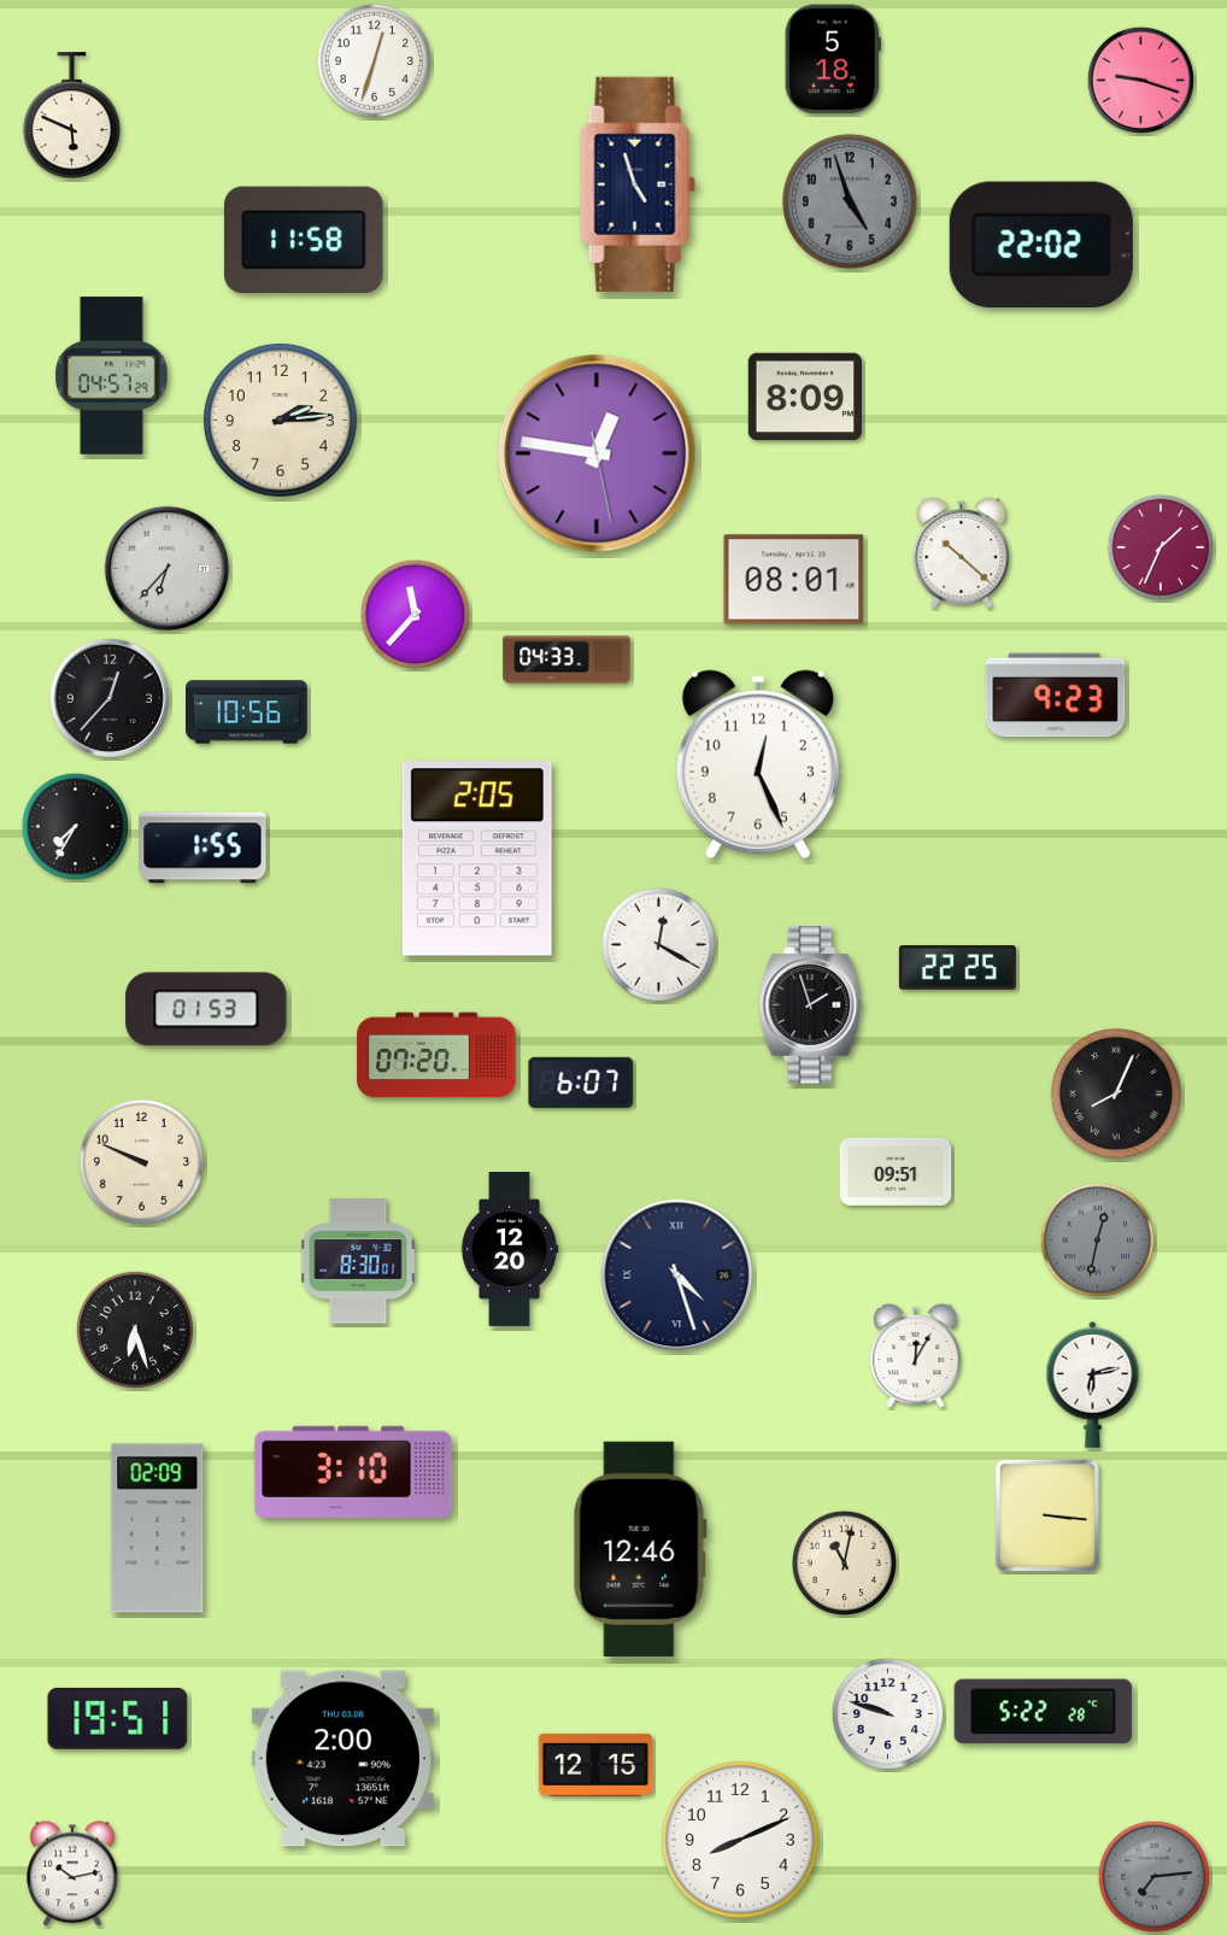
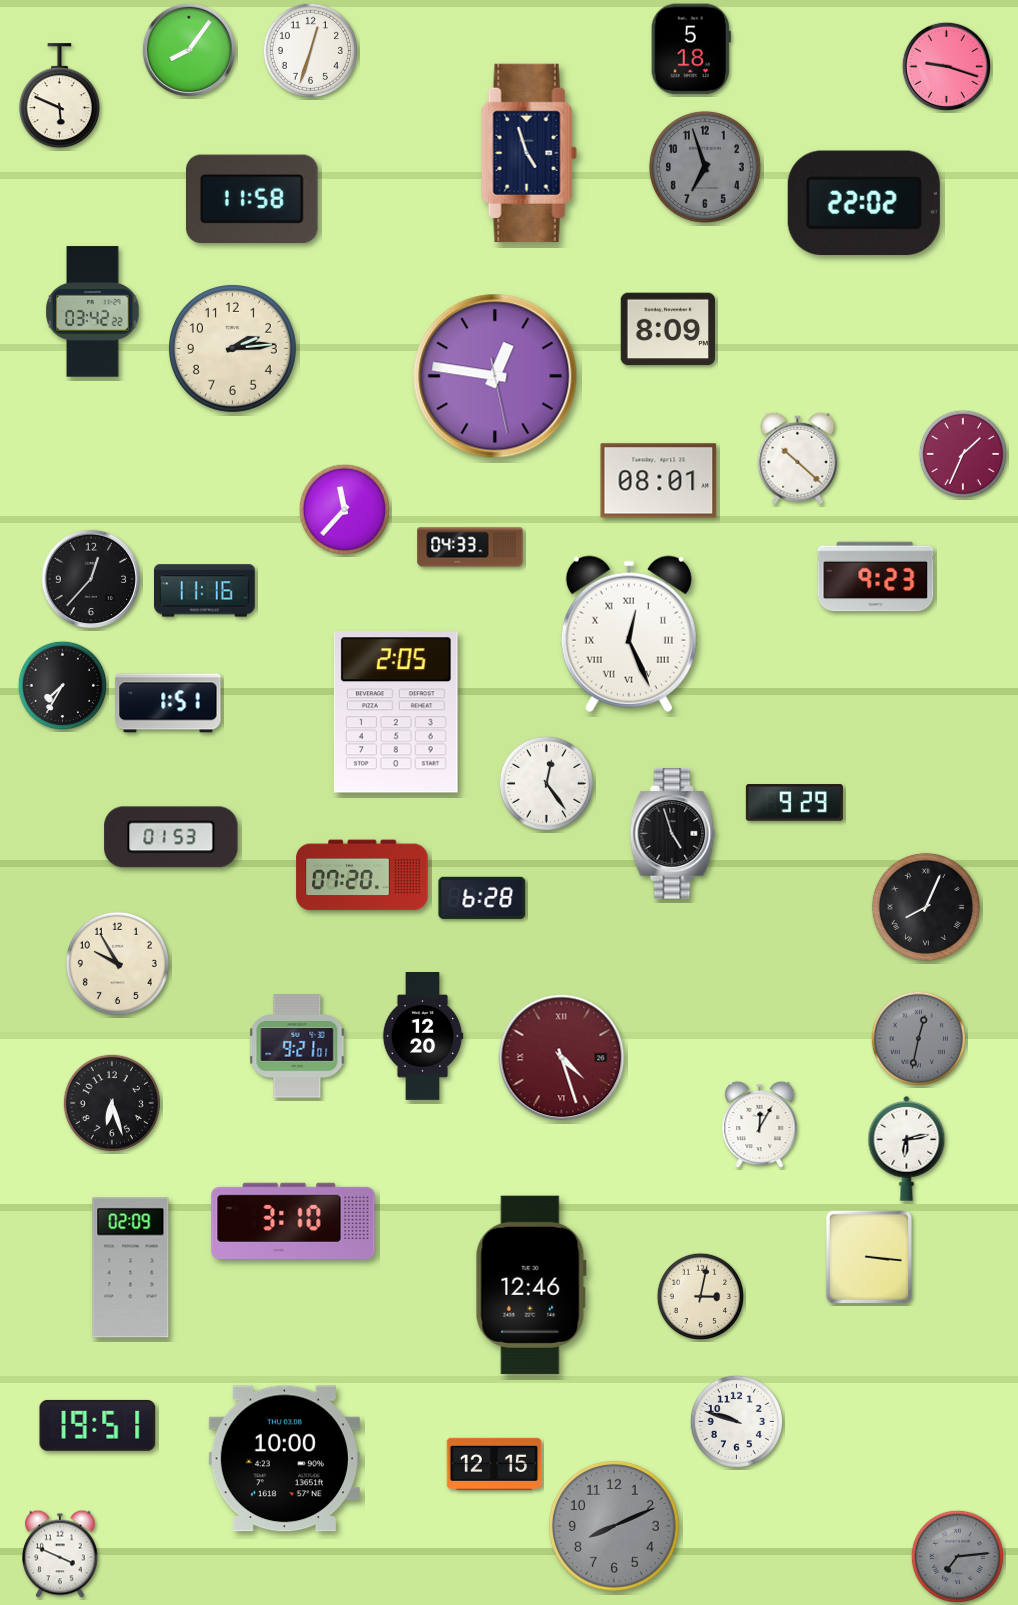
clock at (188, 49): none -> 8:06
clock at (850, 201): 4:57 -> 6:57
clock at (112, 376): 04:57 -> 03:42
clock at (168, 569): 6:37 -> none
clock at (247, 713): 10:56 -> 11:16
clock at (758, 764) numerals: Arabic -> Roman
clock at (202, 848): 1:55 -> 1:51
clock at (658, 944): 12:20 -> 12:24
clock at (957, 968): 22:25 -> 9:29
clock at (811, 1005): 1:57 -> 4:57
clock at (581, 1083): 6:07 -> 6:28
clock at (141, 1161): 9:49 -> 9:55
clock at (896, 1172): 09:51 -> none
clock at (1097, 1239) position: (1097, 1239) -> (918, 1038)
clock at (358, 1261): 8:30 -> 9:21
clock at (677, 1276) dial: navy -> burgundy
clock at (844, 1562): 11:02 -> 3:02
clock at (1044, 1712): 5:22 -> none
clock at (342, 1759): 2:00 -> 10:00
clock at (740, 1840) dial: white -> grey
clock at (74, 1874): 10:13 -> 3:49
